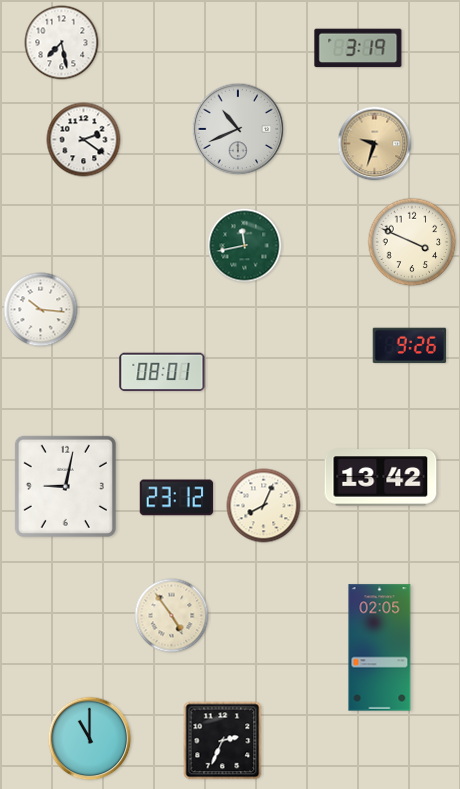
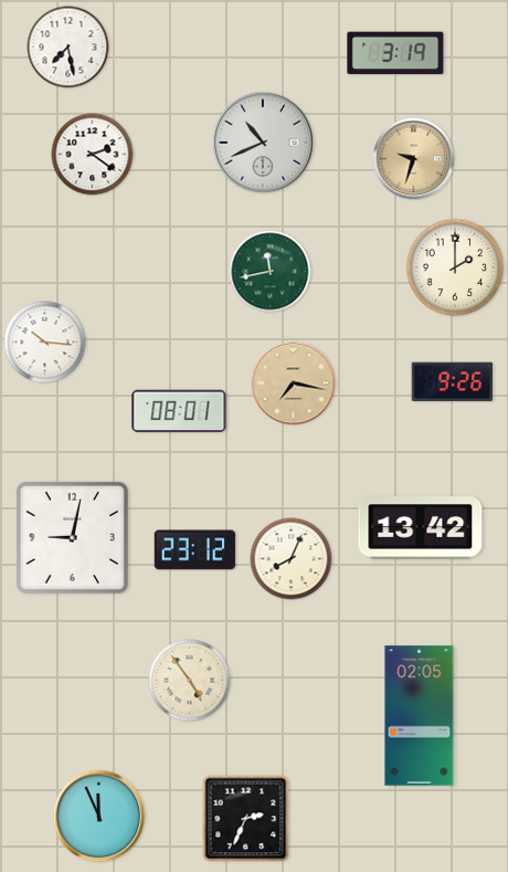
clock at (412, 242): 3:49 -> 2:00
clock at (294, 384): none -> 7:17
clock at (90, 739): 11:00 -> 11:56
